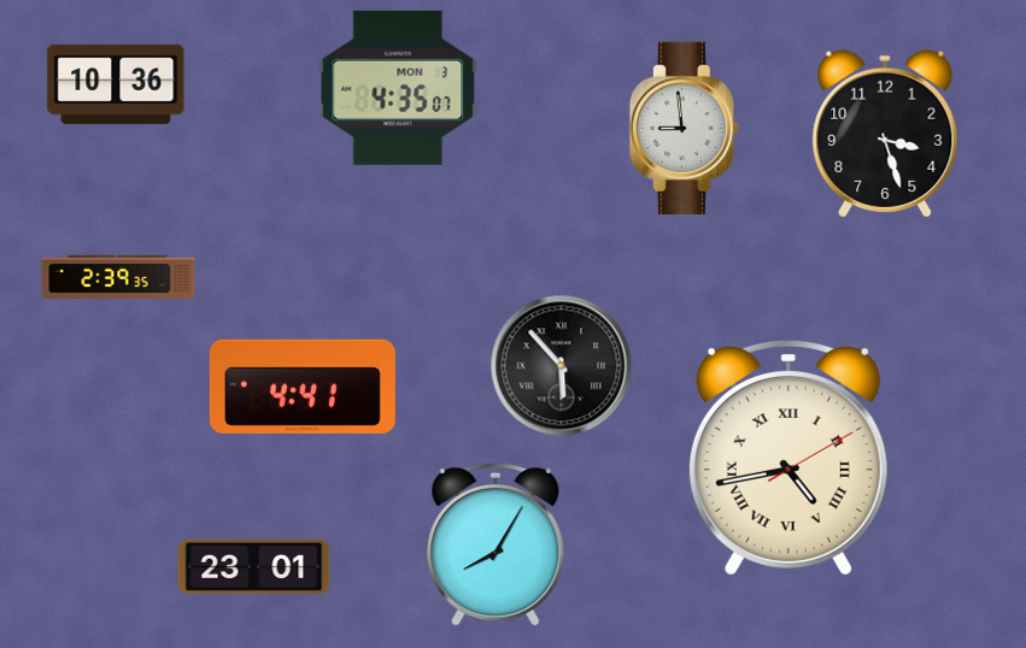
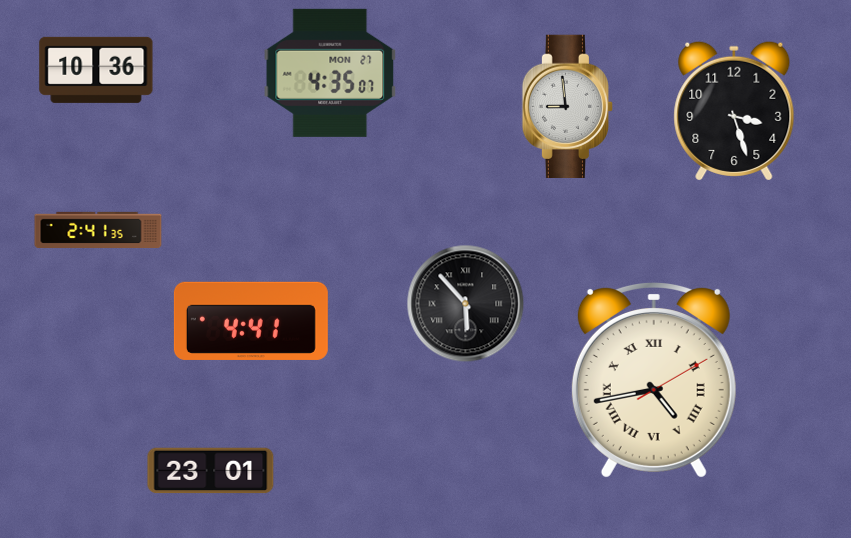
clock at (398, 88) date: MON 3 -> MON 27
clock at (118, 277): 2:39 -> 2:41
clock at (496, 544): 8:05 -> none
